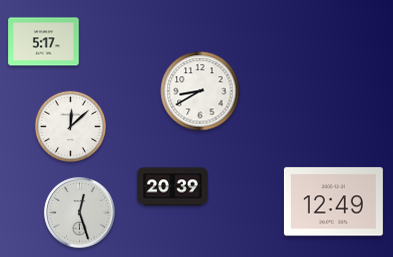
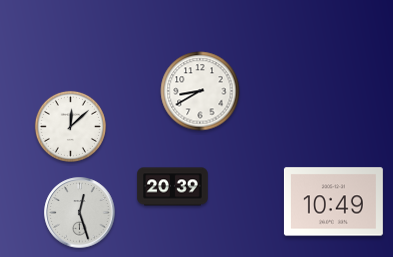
clock at (44, 42): 5:17 -> none
clock at (333, 202): 12:49 -> 10:49
